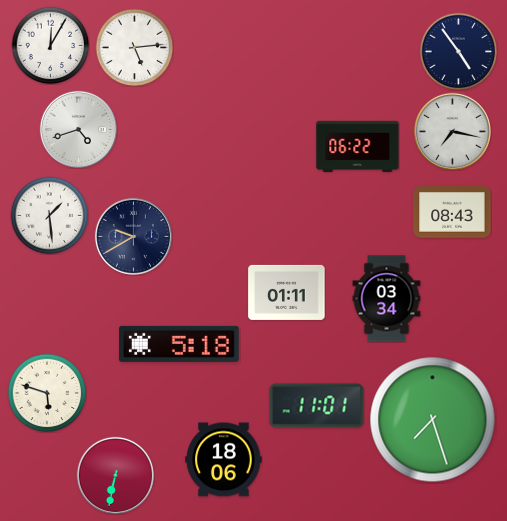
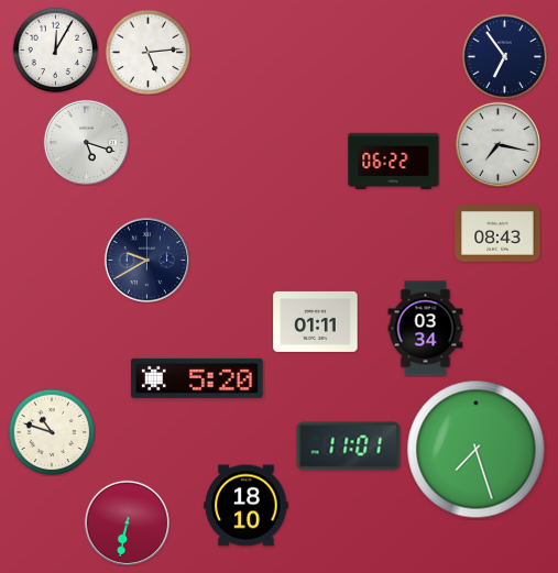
clock at (458, 51): 4:54 -> 6:54
clock at (78, 129): 4:42 -> 5:18
clock at (49, 215): 1:29 -> none
clock at (179, 344): 5:18 -> 5:20
clock at (47, 393): 5:48 -> 10:48
clock at (433, 420) position: (433, 420) -> (477, 450)
clock at (224, 460): 18:06 -> 18:10
